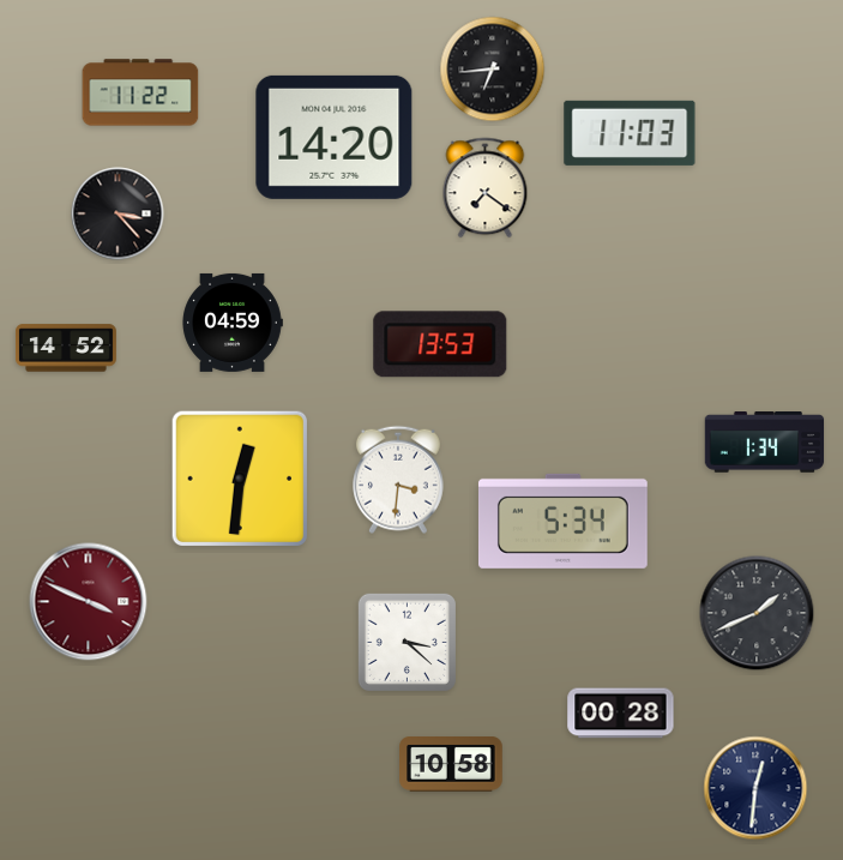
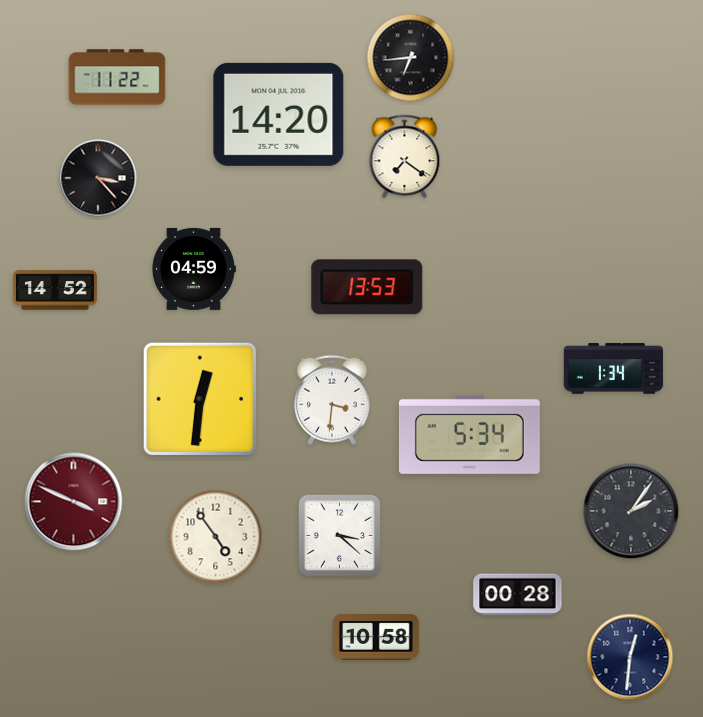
clock at (630, 133): 11:03 -> none
clock at (765, 443) position: (765, 443) -> (614, 369)
clock at (757, 613): 1:41 -> 2:06
clock at (216, 537): none -> 4:54
